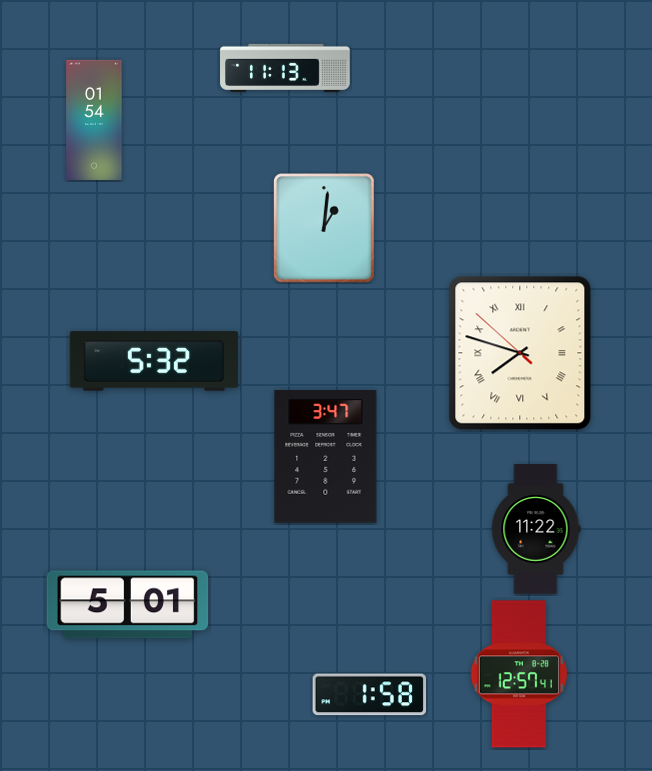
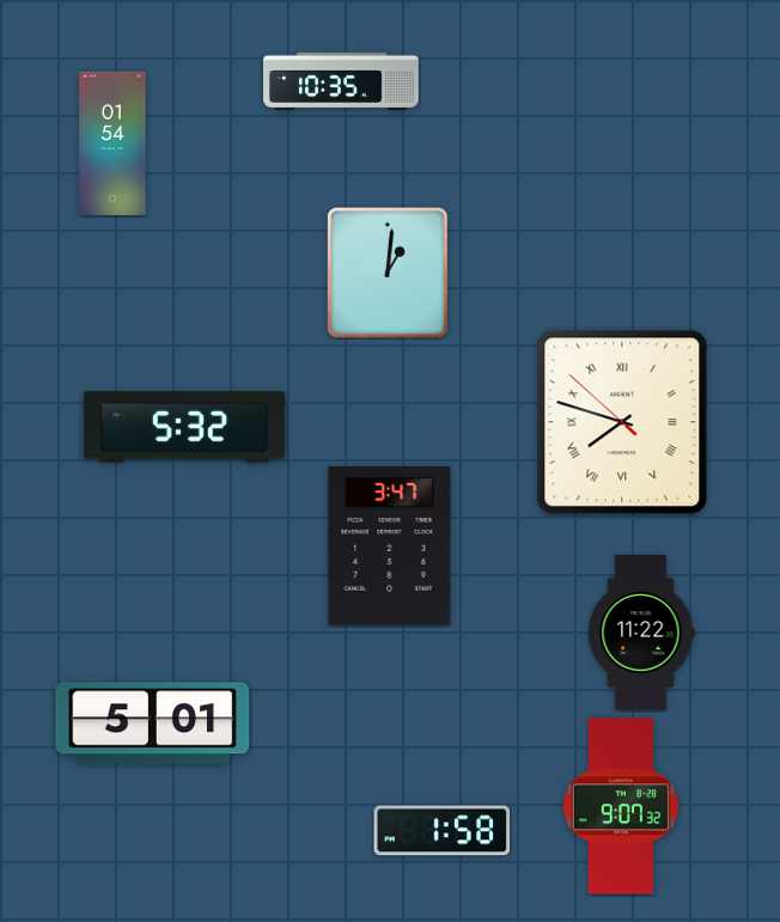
clock at (285, 68): 11:13 -> 10:35
clock at (154, 361) position: (154, 361) -> (184, 427)
clock at (518, 674): 12:57 -> 9:07
